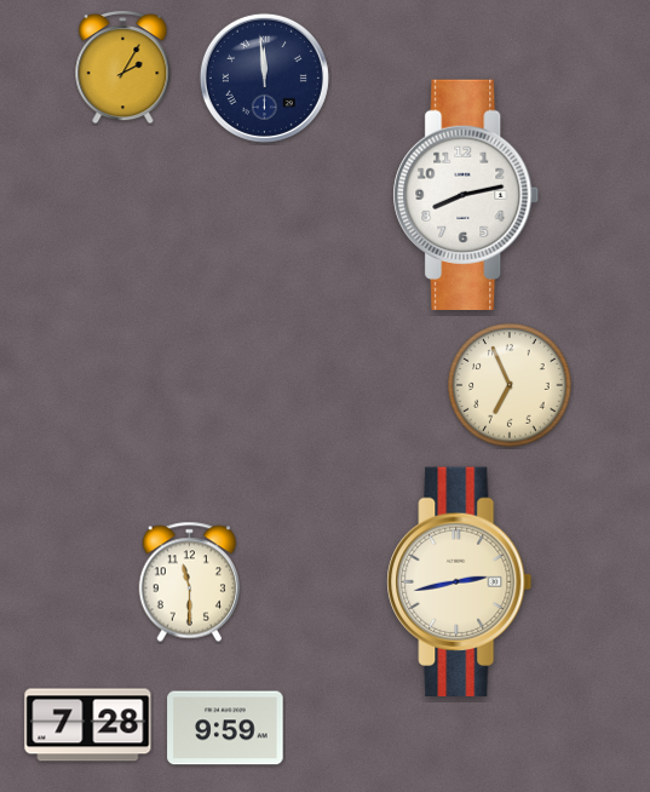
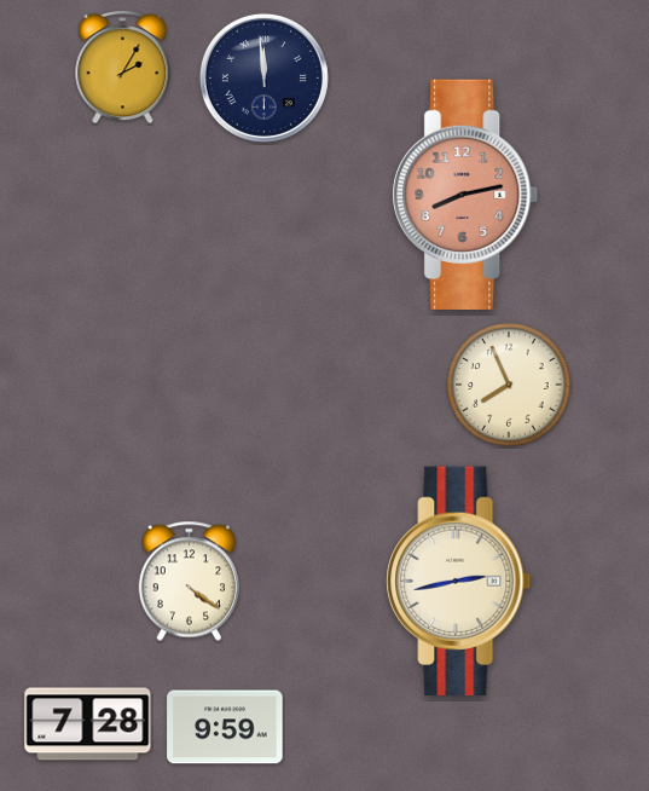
clock at (466, 195) dial: white -> salmon
clock at (510, 385): 6:56 -> 7:56
clock at (190, 582): 11:30 -> 4:21
